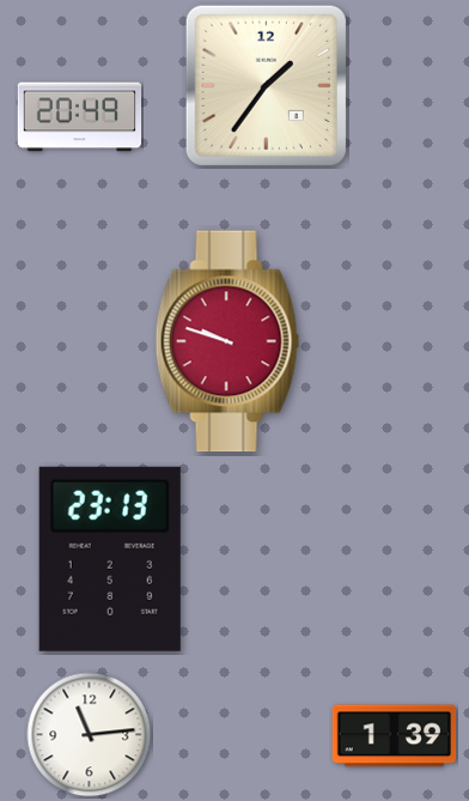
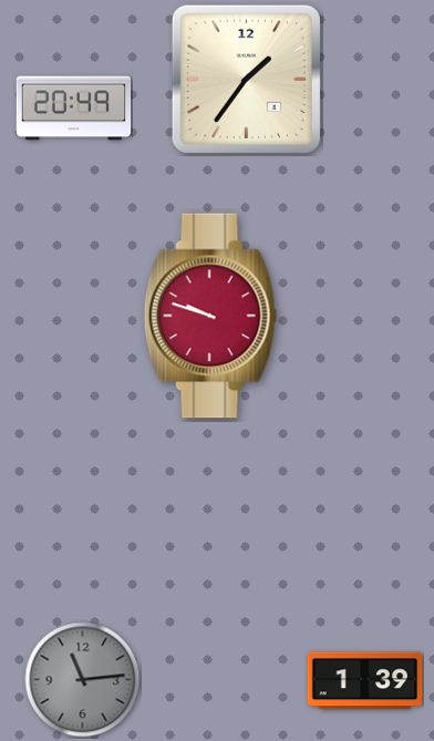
clock at (110, 559): 23:13 -> none
clock at (90, 735) dial: white -> grey
